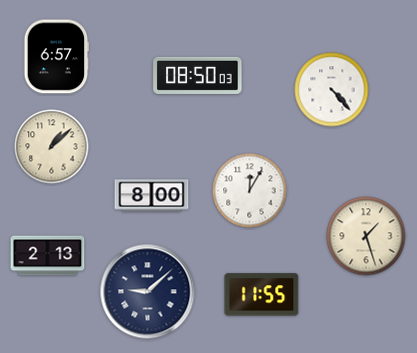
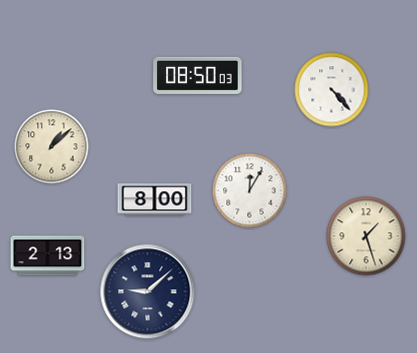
clock at (57, 57): 6:57 -> none
clock at (152, 196) position: (152, 196) -> (155, 200)
clock at (262, 295): 11:55 -> none
